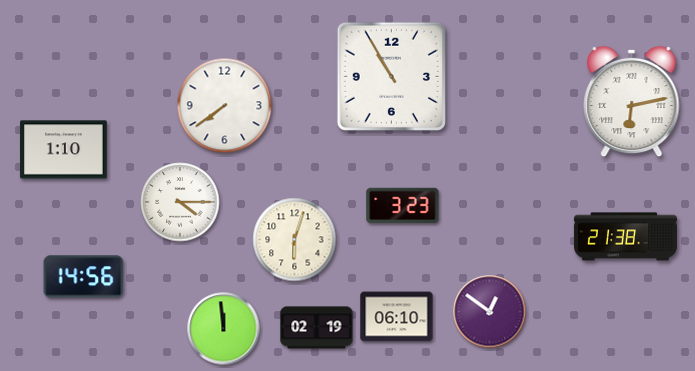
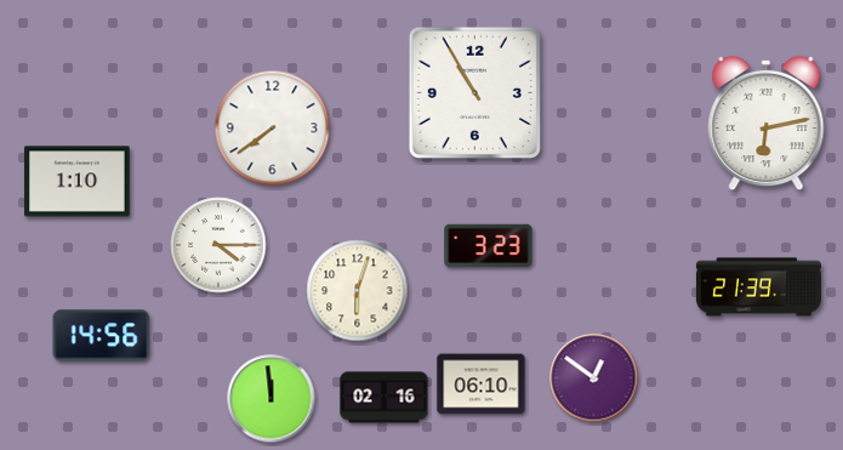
clock at (403, 206) position: (403, 206) -> (489, 246)
clock at (625, 237): 21:38 -> 21:39
clock at (317, 328): 02:19 -> 02:16
